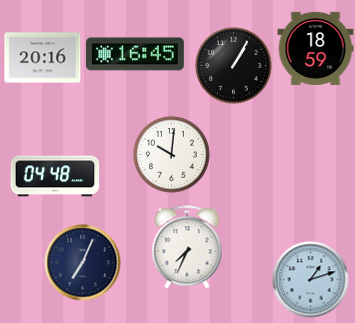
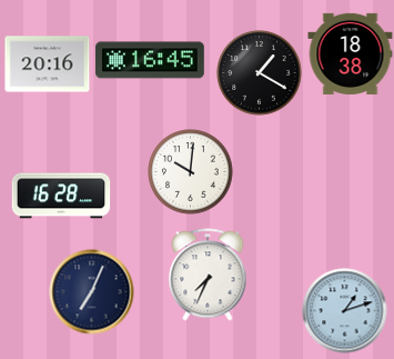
clock at (316, 48): 18:59 -> 18:38
clock at (234, 66): 1:05 -> 1:20
clock at (55, 176): 04:48 -> 16:28
